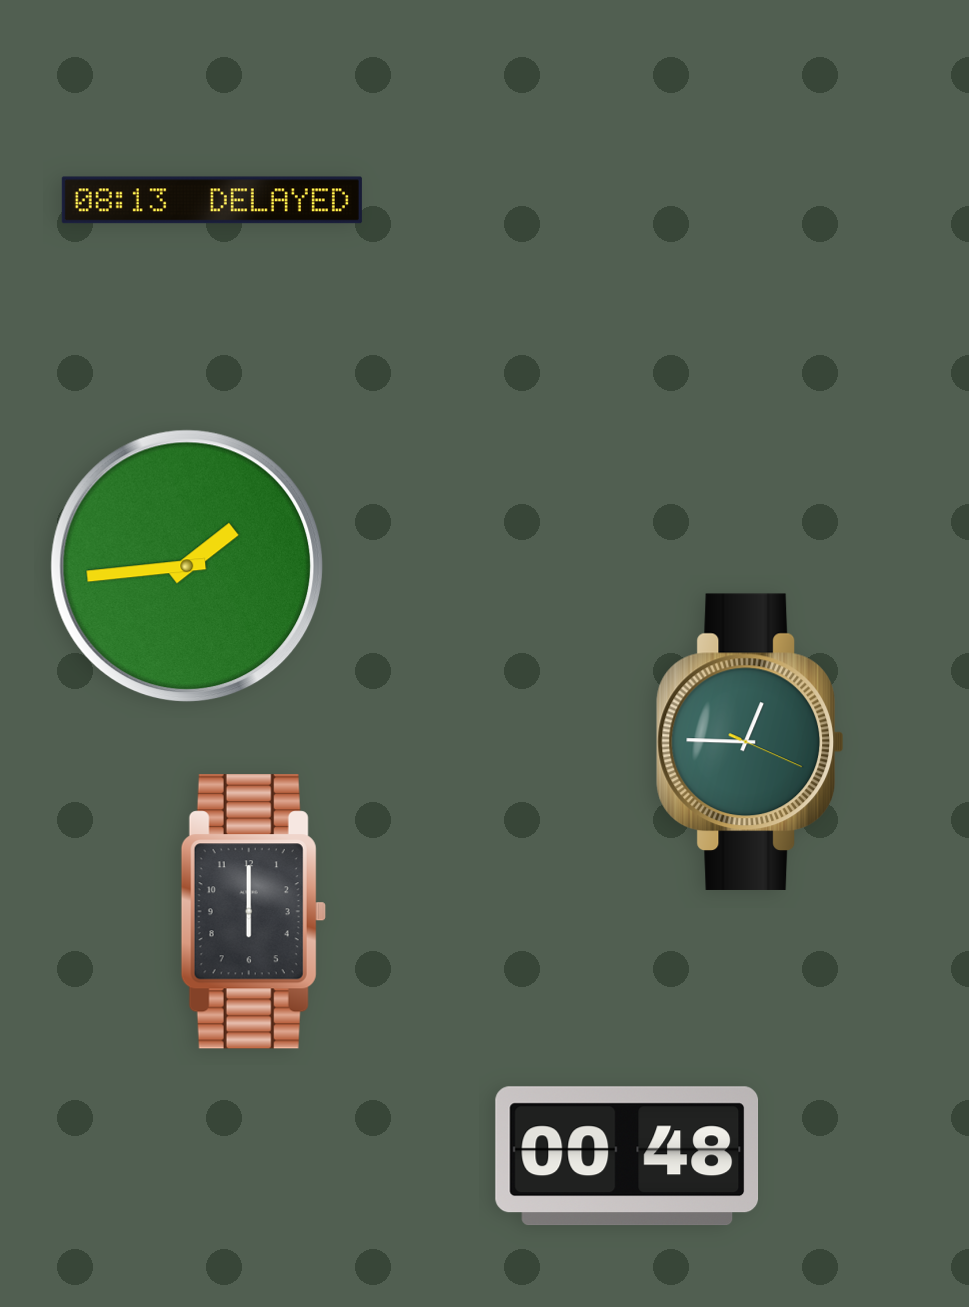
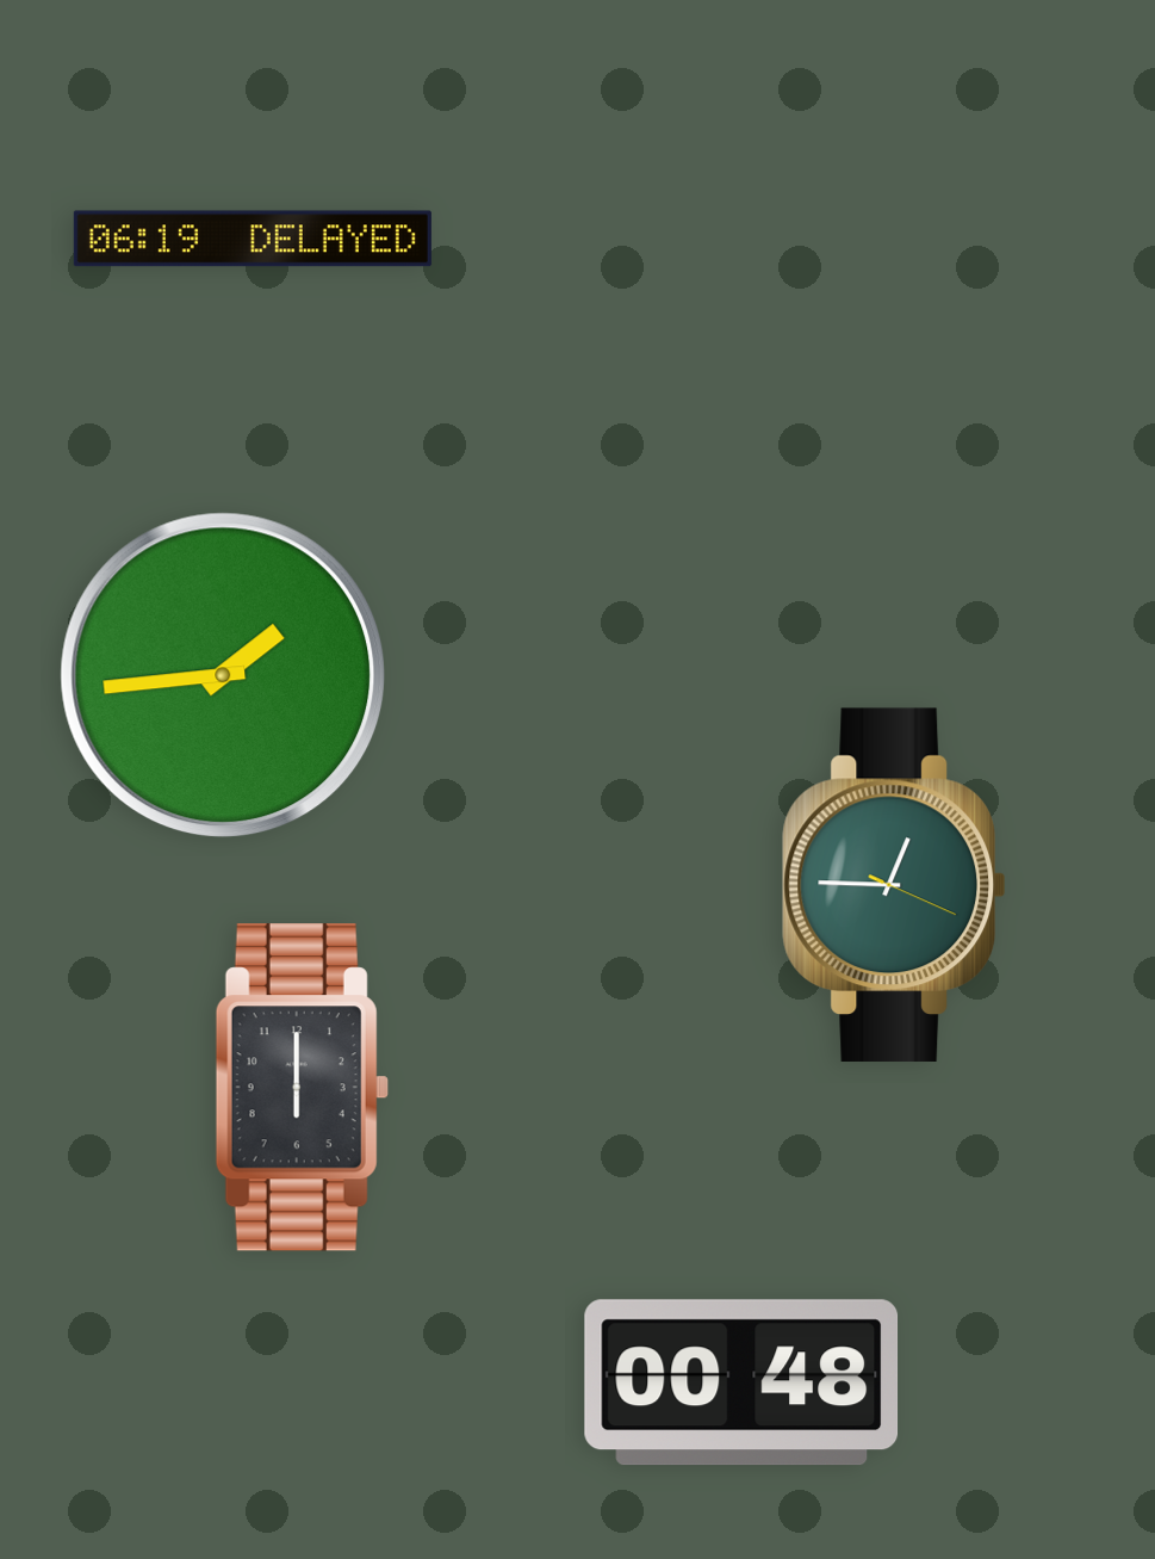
clock at (212, 200): 08:13 -> 06:19
clock at (627, 1156) position: (627, 1156) -> (741, 1382)
